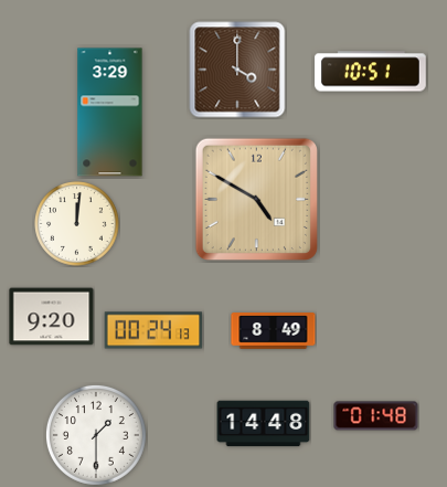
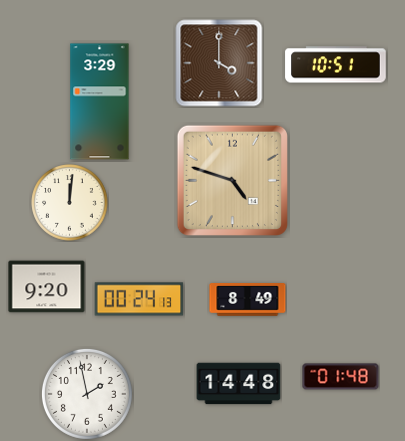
clock at (237, 70) position: (237, 70) -> (219, 63)
clock at (256, 199): 4:50 -> 4:48
clock at (96, 435): 1:30 -> 1:58
